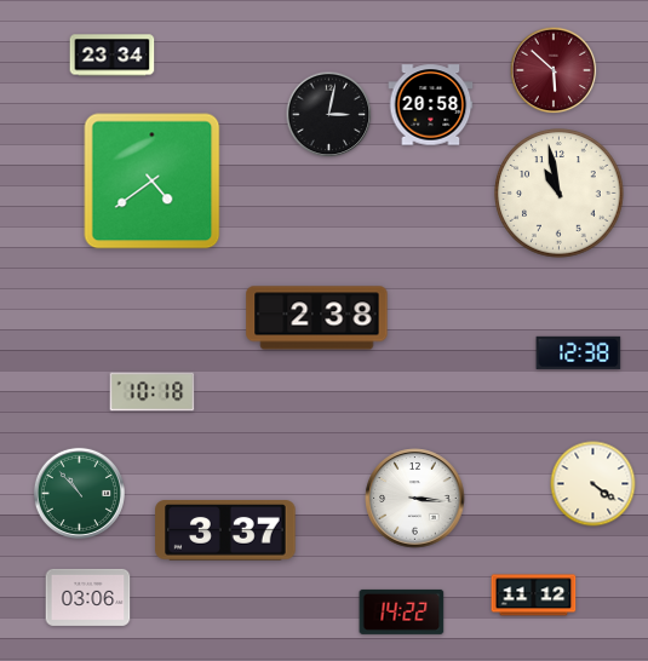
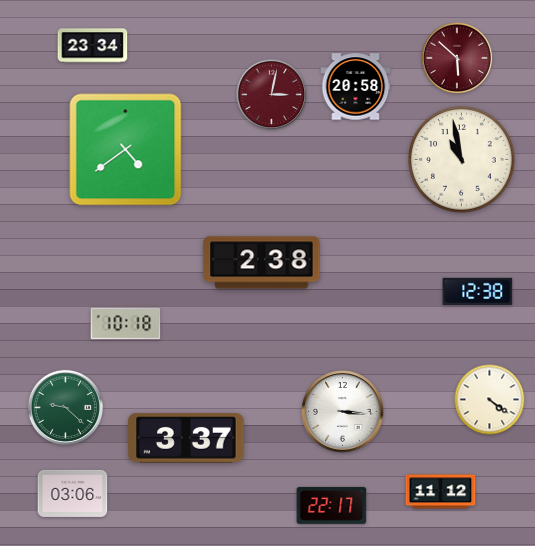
clock at (329, 115) dial: black -> burgundy
clock at (79, 493): 10:53 -> 9:22
clock at (402, 611): 14:22 -> 22:17
